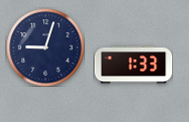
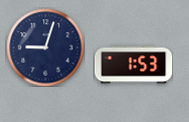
clock at (133, 65): 1:33 -> 1:53
